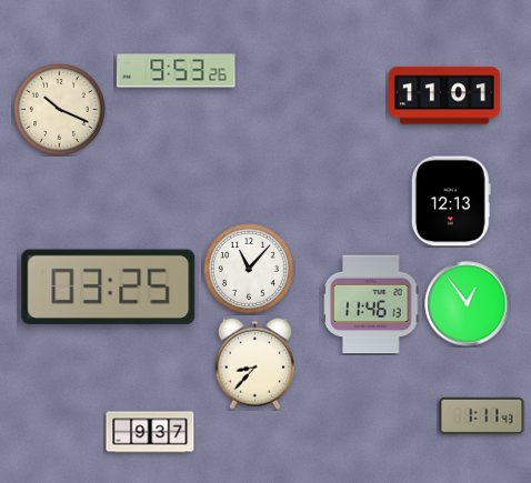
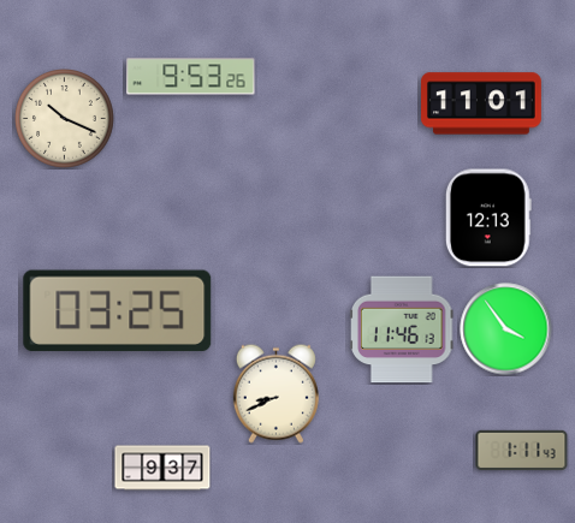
clock at (250, 270): 11:07 -> none
clock at (468, 304): 12:54 -> 3:54
clock at (254, 363): 8:37 -> 8:41
